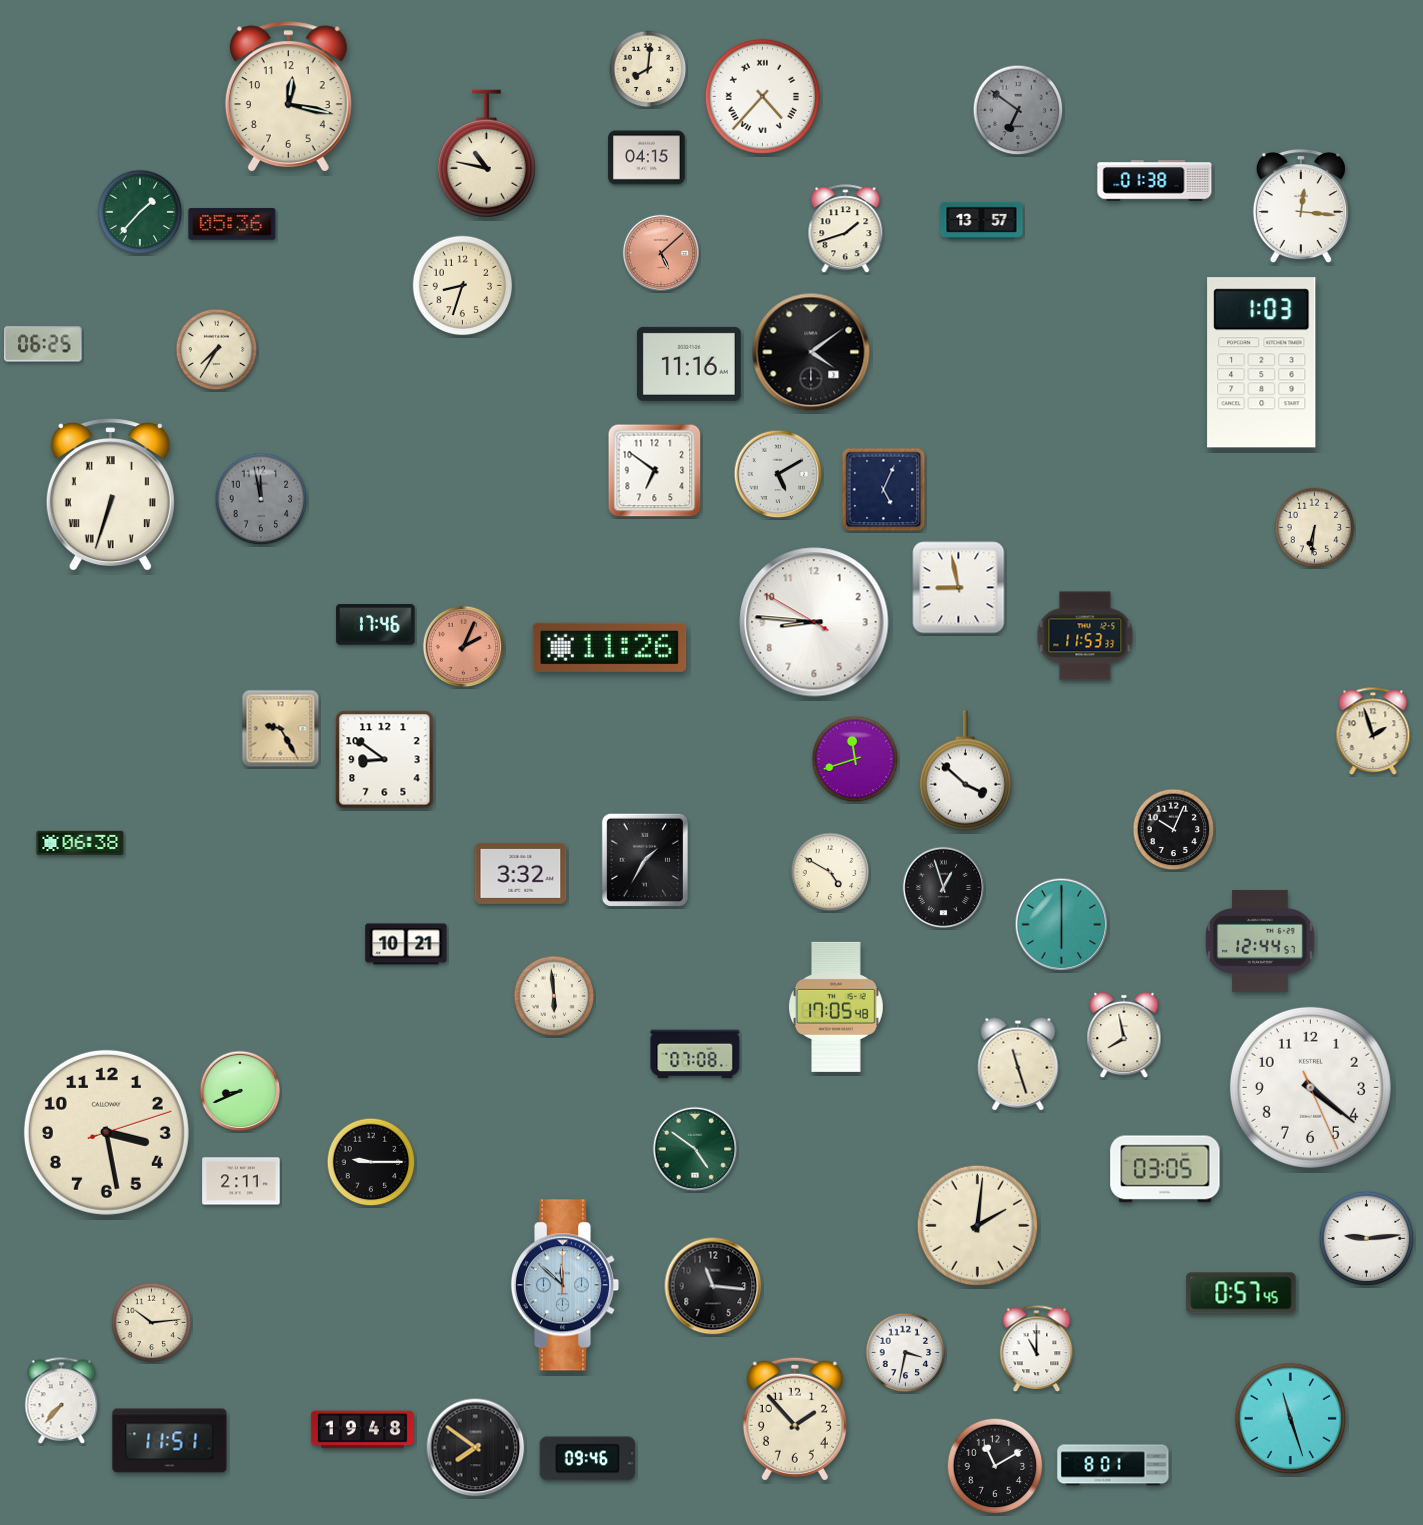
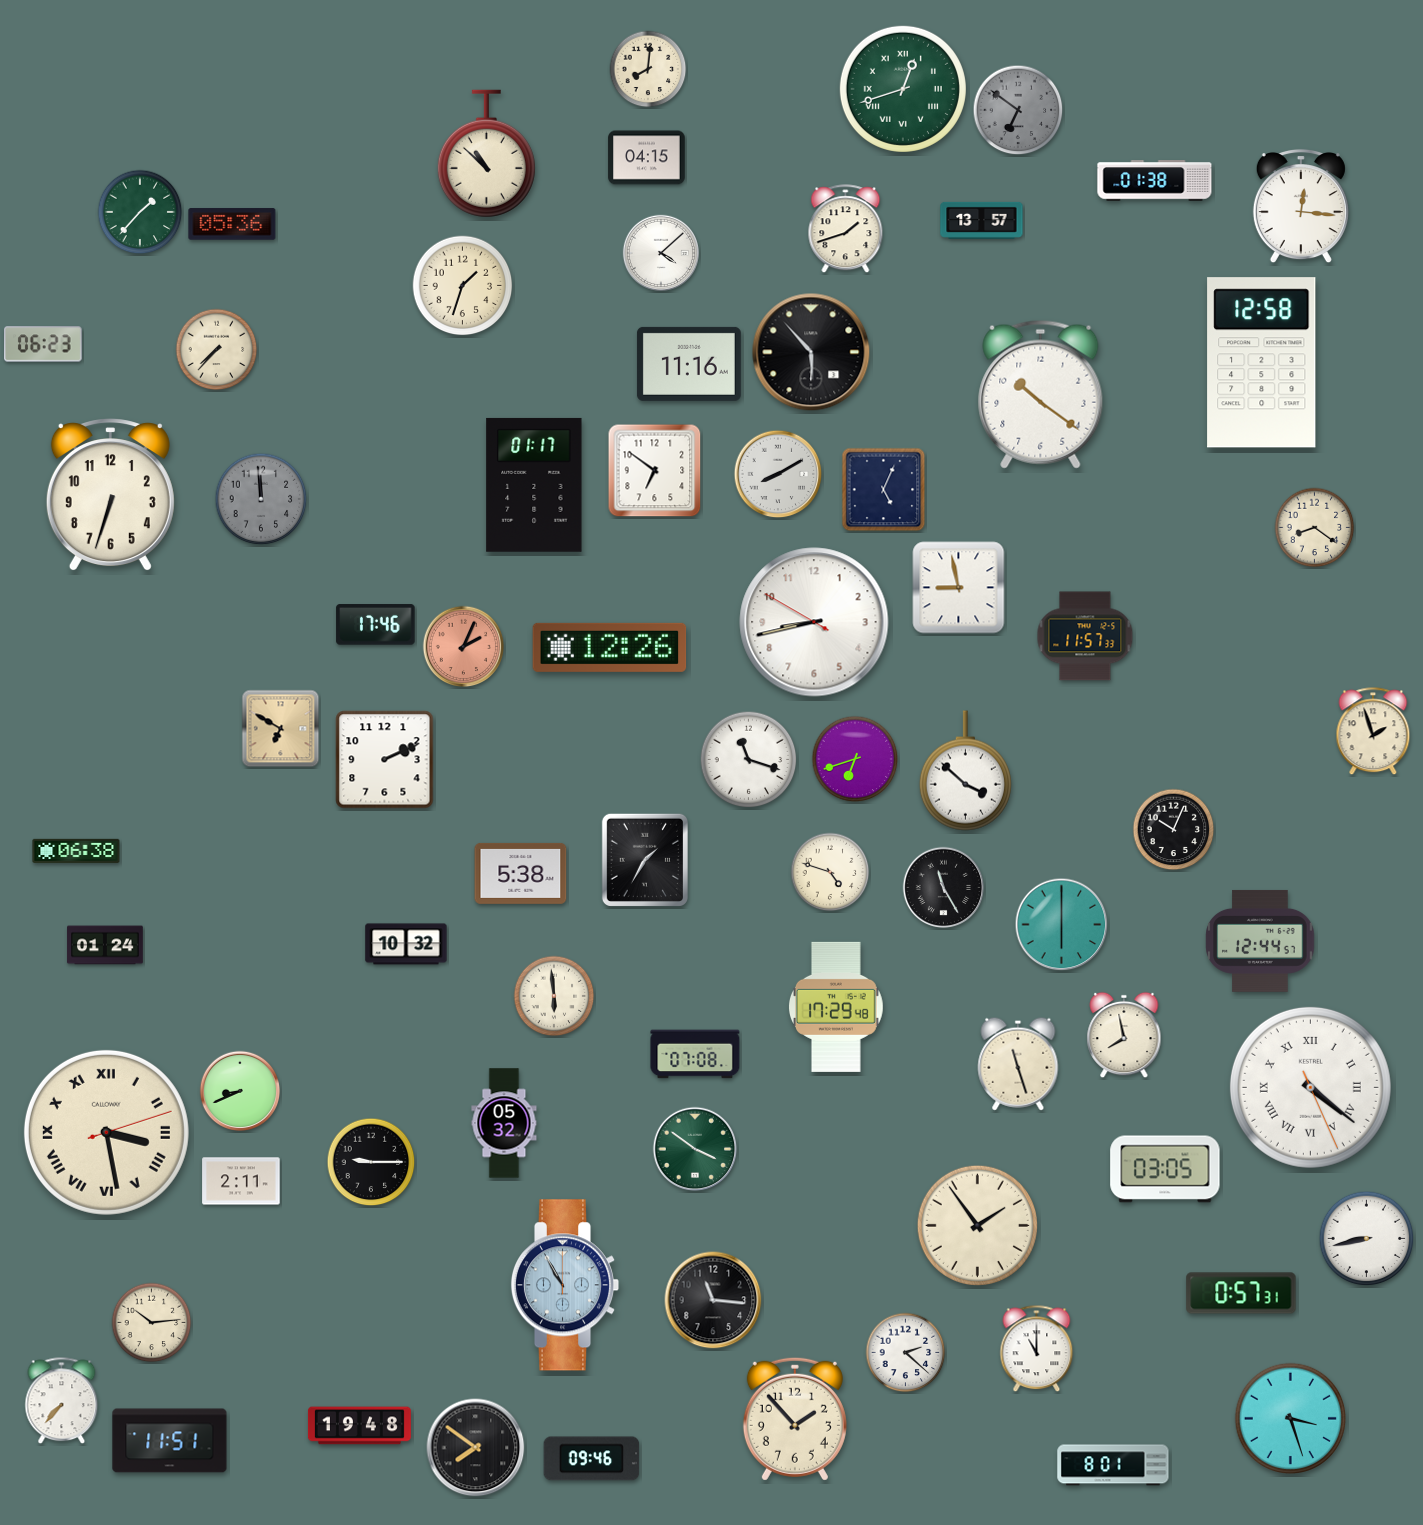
clock at (903, 89): none -> 12:42
clock at (762, 96): 4:37 -> none
clock at (288, 97): 12:17 -> none
clock at (486, 154): 10:47 -> 10:52
clock at (660, 252): 5:08 -> 4:08
clock at (660, 252) dial: salmon -> white
clock at (463, 286): 8:33 -> 1:33
clock at (43, 344): 06:25 -> 06:23
clock at (217, 350): 7:35 -> 7:37
clock at (811, 352): 4:09 -> 5:53
clock at (1262, 363): 1:03 -> 12:58
clock at (1041, 394): none -> 10:21
clock at (778, 474): 5:10 -> 8:10
clock at (534, 485): none -> 01:17
clock at (110, 495) numerals: Roman -> Arabic
clock at (261, 499): 11:58 -> 11:59
clock at (1315, 528): 6:31 -> 8:21
clock at (814, 622): 8:45 -> 8:42
clock at (1085, 636): 11:53 -> 11:57
clock at (610, 647): 11:26 -> 12:26
clock at (281, 729): 9:25 -> 6:50
clock at (855, 759): 11:42 -> 6:42
clock at (385, 760): 8:51 -> 2:11
clock at (749, 760): none -> 11:18
clock at (80, 843) position: (80, 843) -> (76, 851)
clock at (830, 872): 4:50 -> 4:48
clock at (521, 873): 3:32 -> 5:38
clock at (944, 888): 12:57 -> 11:25
clock at (406, 944): 10:21 -> 10:32
clock at (105, 945): none -> 01:24
clock at (836, 1007): 17:05 -> 17:29
clock at (1310, 1087) numerals: Arabic -> Roman
clock at (504, 1123): none -> 05:32
clock at (106, 1132) numerals: Arabic -> Roman
clock at (695, 1149): 4:51 -> 3:51
clock at (977, 1225): 2:01 -> 1:54
clock at (1367, 1239): 9:14 -> 8:43
clock at (565, 1285): 11:52 -> 10:55
clock at (713, 1286) position: (713, 1286) -> (713, 1300)
clock at (1241, 1293): 0:57:45 -> 0:57:31
clock at (906, 1353): 3:32 -> 2:22
clock at (1290, 1418): 11:27 -> 3:27
clock at (362, 1430) position: (362, 1430) -> (359, 1426)
clock at (588, 1459) position: (588, 1459) -> (592, 1459)
clock at (995, 1466): 11:10 -> none
